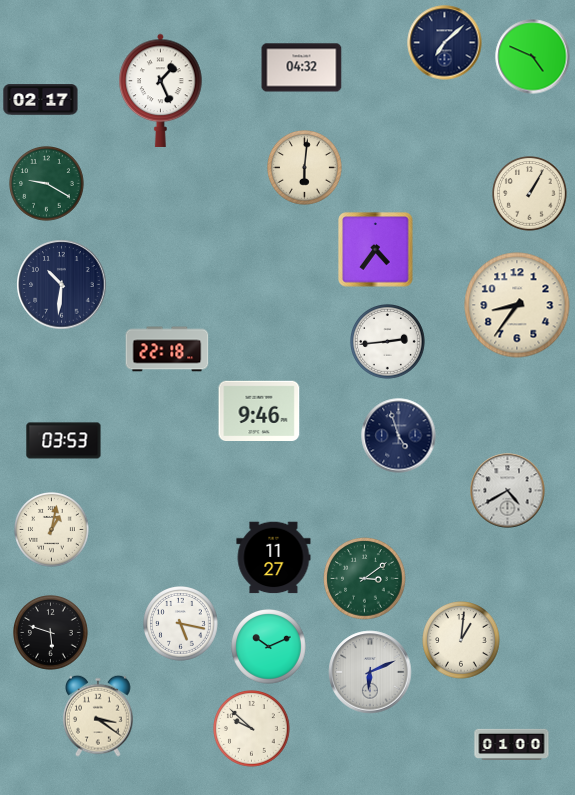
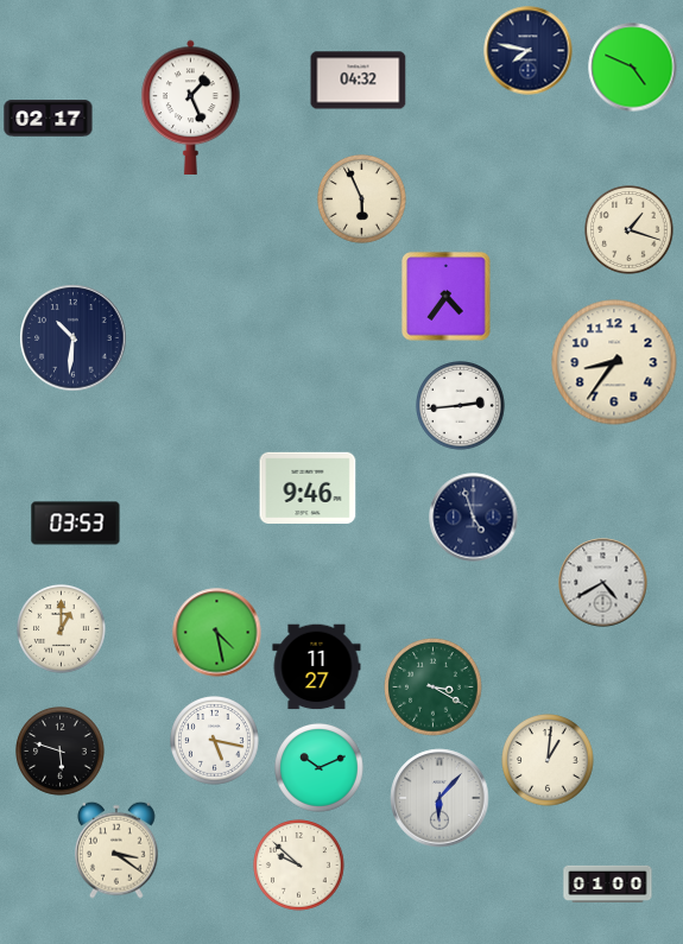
clock at (445, 43): 7:08 -> 7:47
clock at (305, 168): 6:01 -> 5:56
clock at (47, 184): 9:20 -> none
clock at (530, 194): 1:05 -> 1:18
clock at (167, 349): 22:18 -> none
clock at (52, 530): 1:02 -> 1:00
clock at (217, 633): none -> 4:28
clock at (274, 558) position: (274, 558) -> (317, 667)
clock at (365, 579): 3:09 -> 3:20
clock at (370, 672): 6:11 -> 6:07
